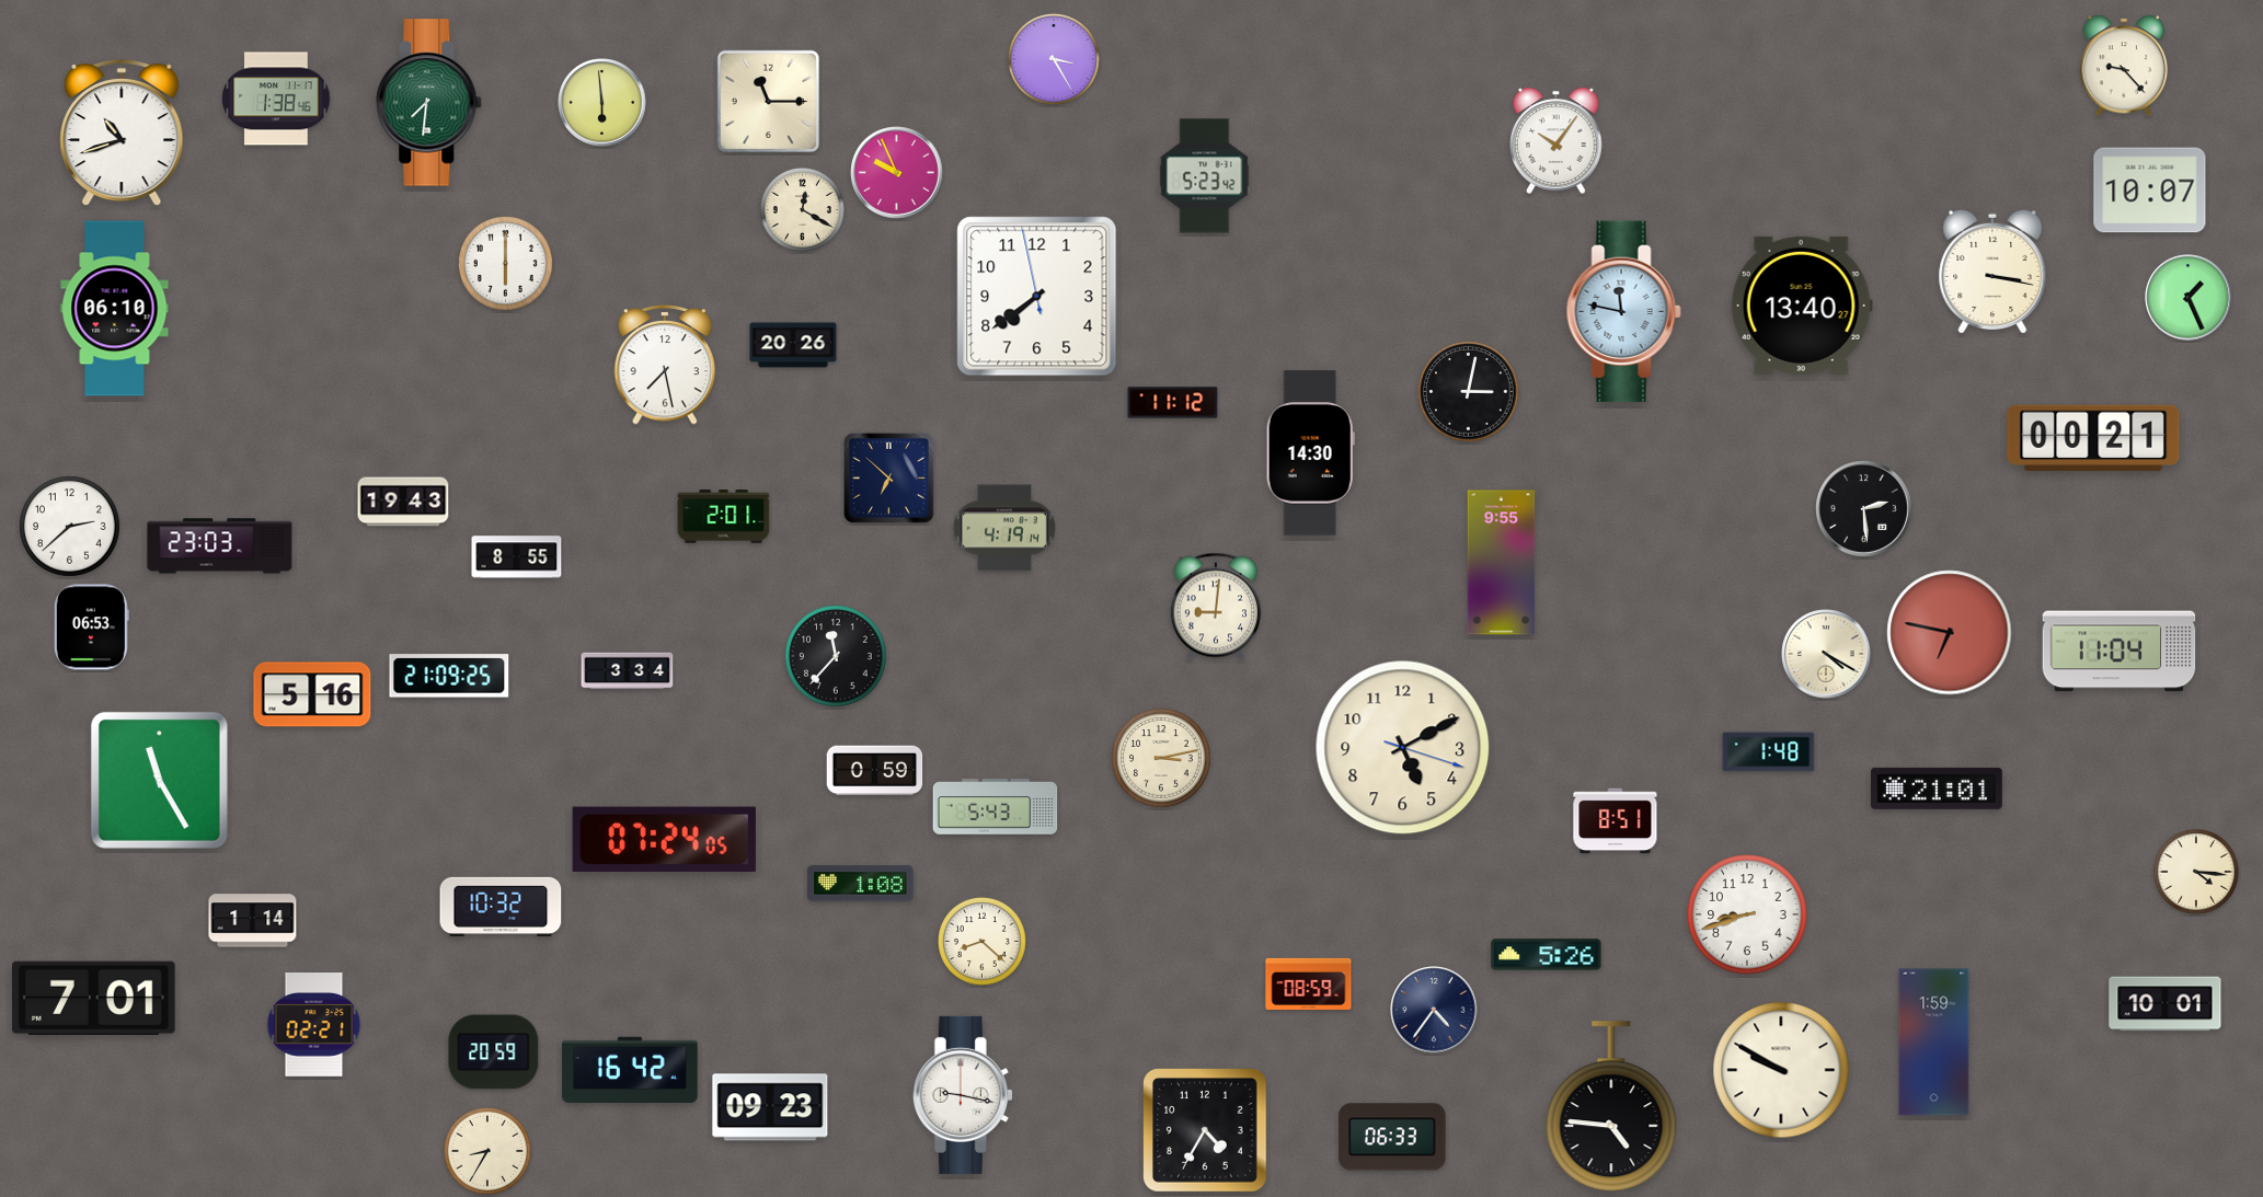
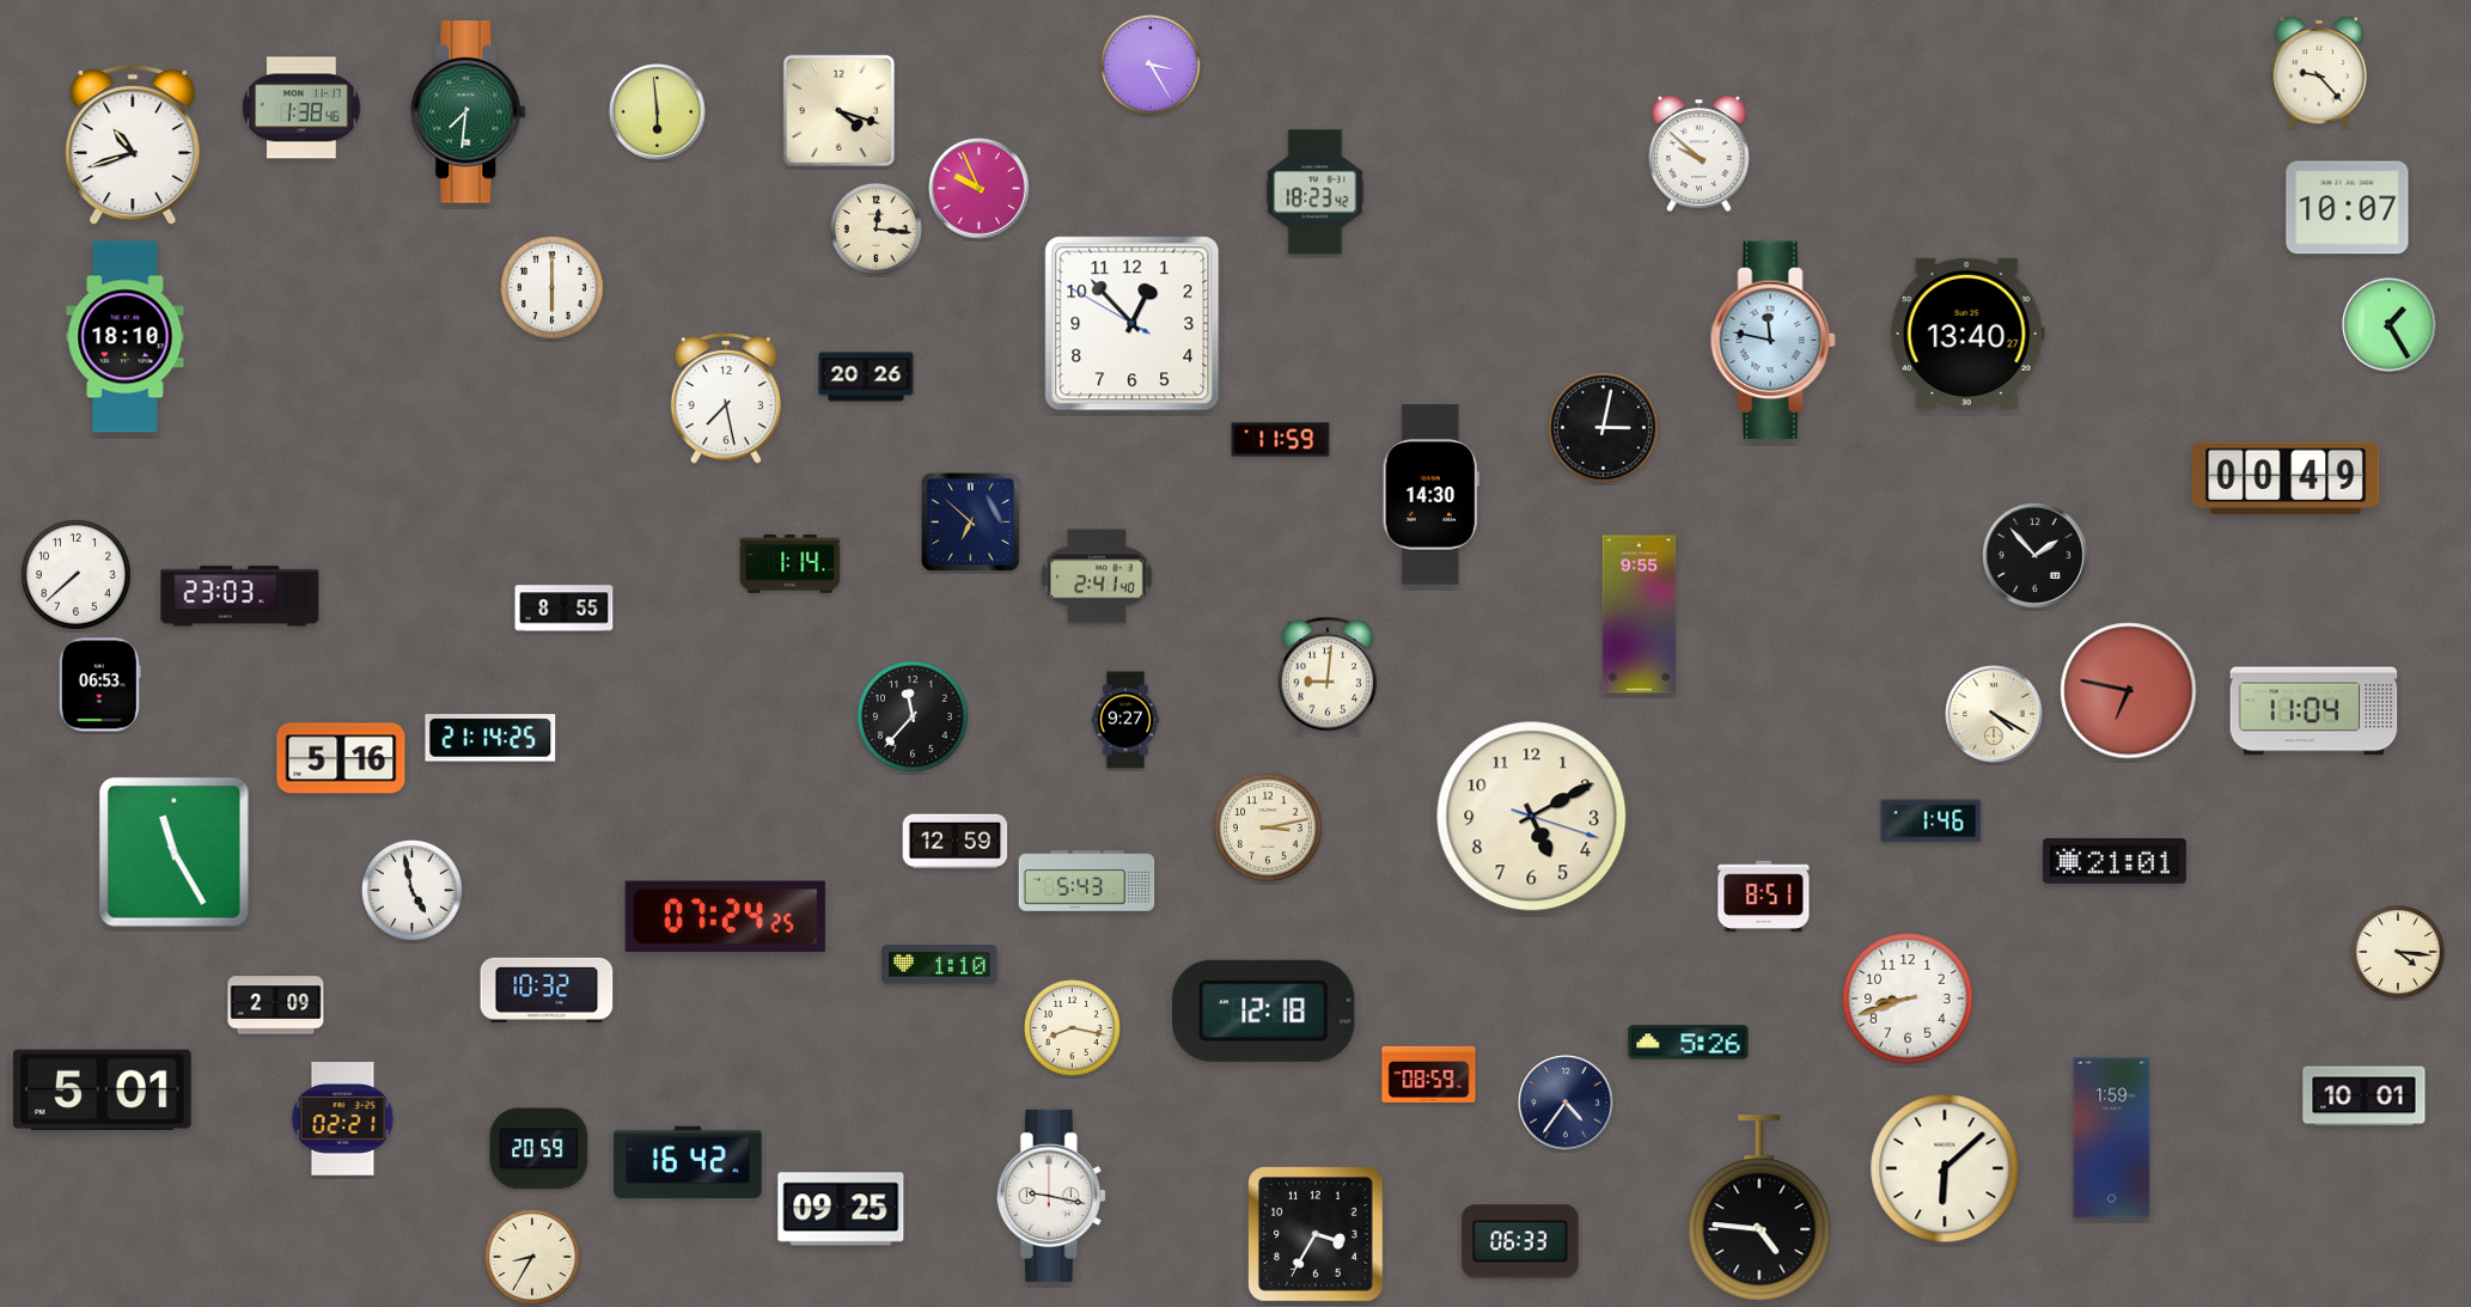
clock at (768, 101): 11:15 -> 4:18
clock at (1556, 140): 10:06 -> 9:52
clock at (1205, 176): 5:23 -> 18:23
clock at (802, 209): 12:20 -> 12:16
clock at (1992, 271): 3:17 -> none
clock at (1037, 297): 7:38 -> 12:52
clock at (2189, 298): 1:26 -> 1:25
clock at (115, 309): 06:10 -> 18:10
clock at (1173, 403): 11:12 -> 11:59
clock at (2093, 438): 00:21 -> 00:49
clock at (403, 502): 19:43 -> none
clock at (1864, 509): 2:29 -> 1:53
clock at (724, 517): 2:01 -> 1:14
clock at (70, 527): 2:38 -> 7:38
clock at (1004, 528): 4:19 -> 2:41
clock at (1216, 607) position: (1216, 607) -> (1328, 676)
clock at (1125, 720): none -> 9:27
clock at (628, 671): 3:34 -> none
clock at (449, 676): 21:09 -> 21:14
clock at (1769, 752): 1:48 -> 1:46
clock at (875, 771): 0:59 -> 12:59
clock at (413, 891): none -> 4:58
clock at (664, 839): 07:24:05 -> 07:24:25
clock at (861, 884): 1:08 -> 1:10
clock at (253, 921): 1:14 -> 2:09
clock at (1264, 1010): none -> 12:18
clock at (981, 941): 8:22 -> 8:17
clock at (93, 998): 7:01 -> 5:01
clock at (630, 1069) position: (630, 1069) -> (688, 1161)
clock at (1781, 1070): 9:50 -> 6:08
clock at (770, 1107): 09:23 -> 09:25
clock at (1206, 1131): 4:35 -> 3:35
